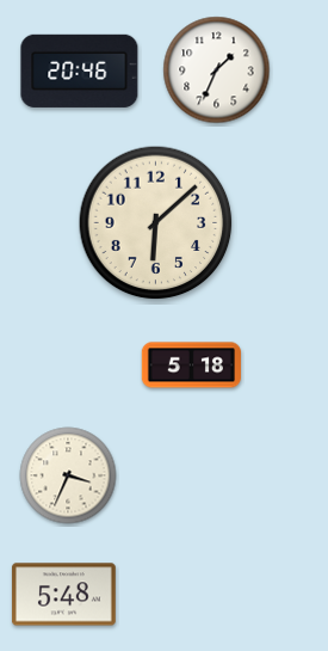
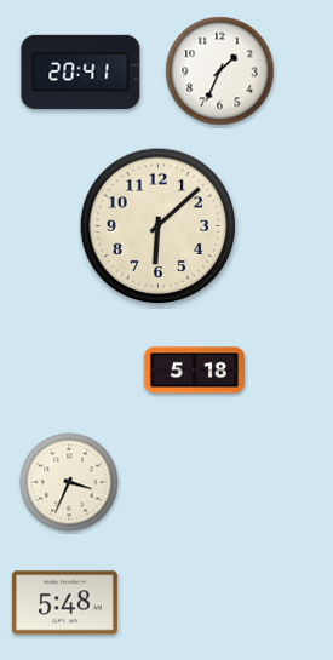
clock at (80, 70): 20:46 -> 20:41
